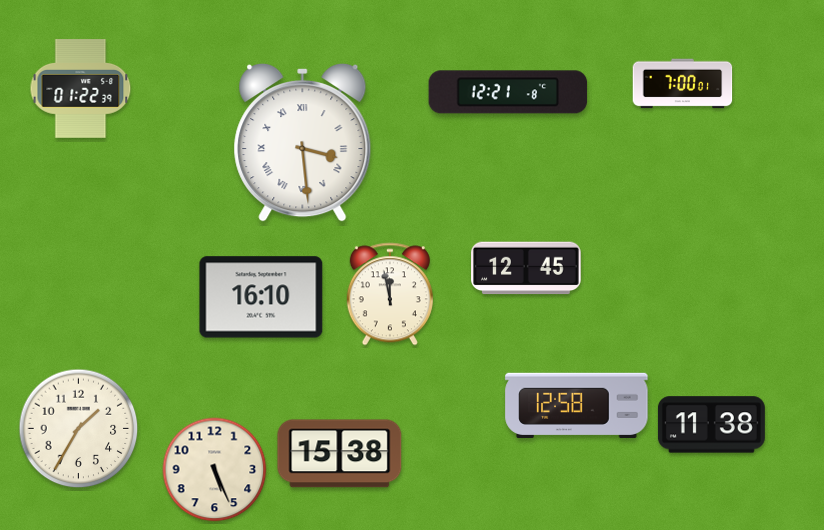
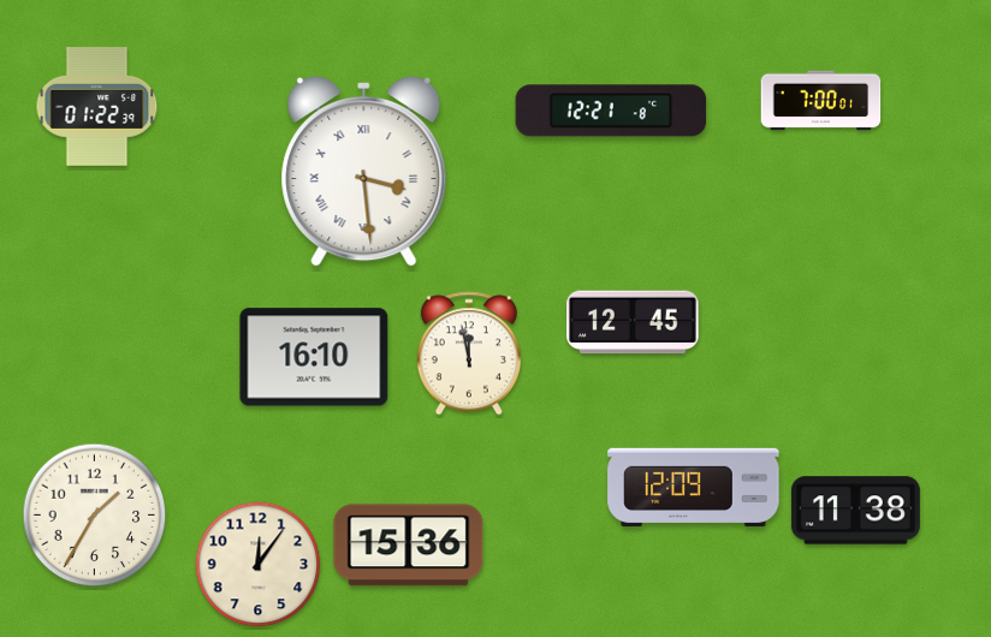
clock at (577, 405): 12:58 -> 12:09
clock at (340, 454): 15:38 -> 15:36
clock at (215, 470): 5:26 -> 12:06
